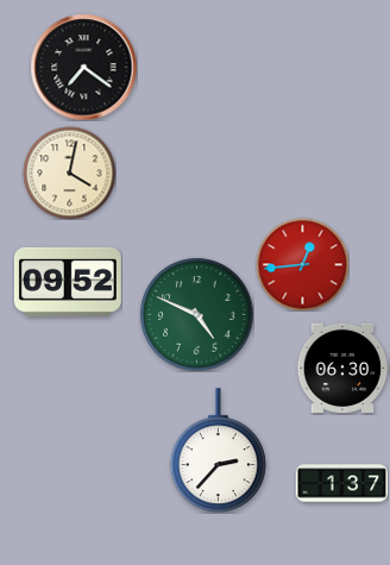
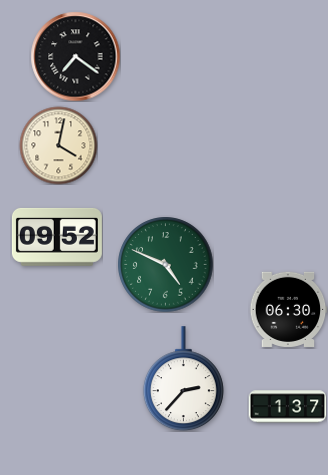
clock at (83, 67) position: (83, 67) -> (75, 56)
clock at (302, 264): 12:44 -> none
